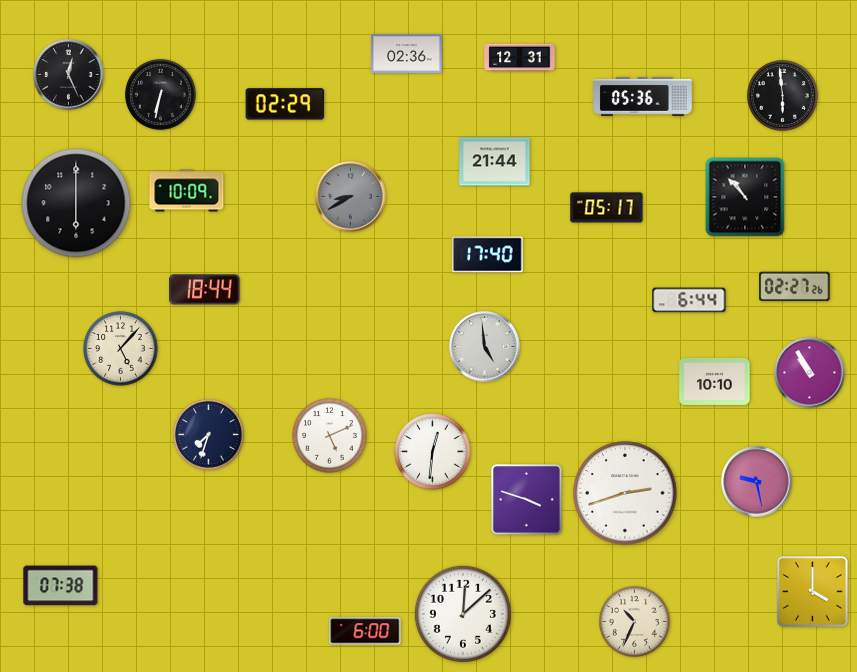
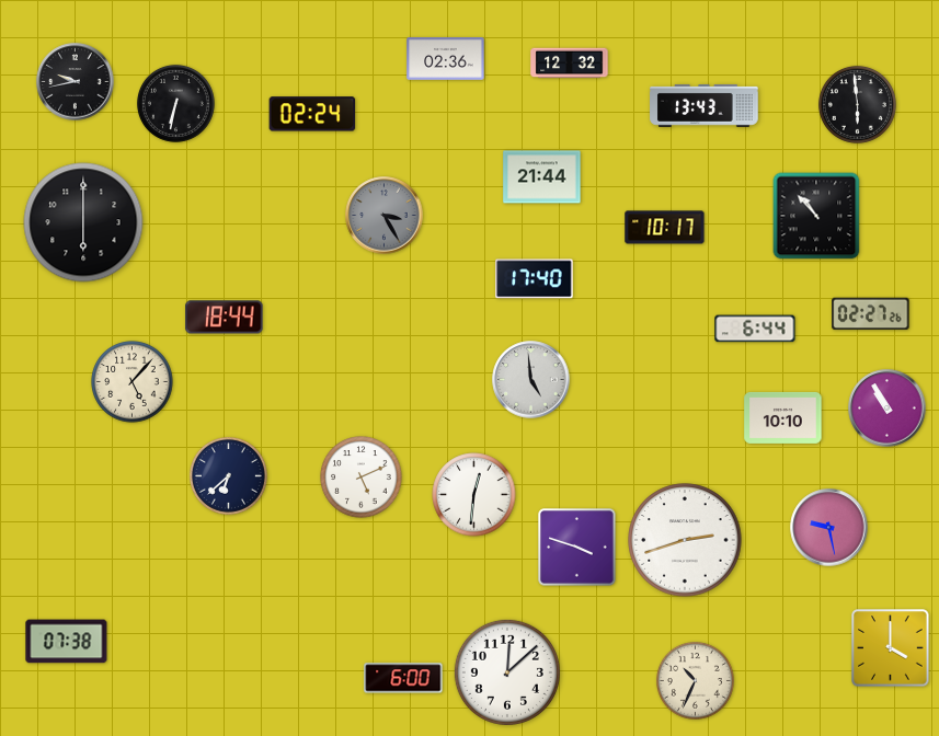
clock at (520, 58): 12:31 -> 12:32
clock at (69, 75): 12:26 -> 9:43
clock at (643, 96): 05:36 -> 13:43
clock at (285, 104): 02:29 -> 02:24
clock at (187, 191): 10:09 -> none
clock at (351, 197): 8:40 -> 3:25
clock at (607, 208): 05:17 -> 10:17
clock at (208, 434): 7:33 -> 6:38
clock at (365, 631) position: (365, 631) -> (403, 678)
